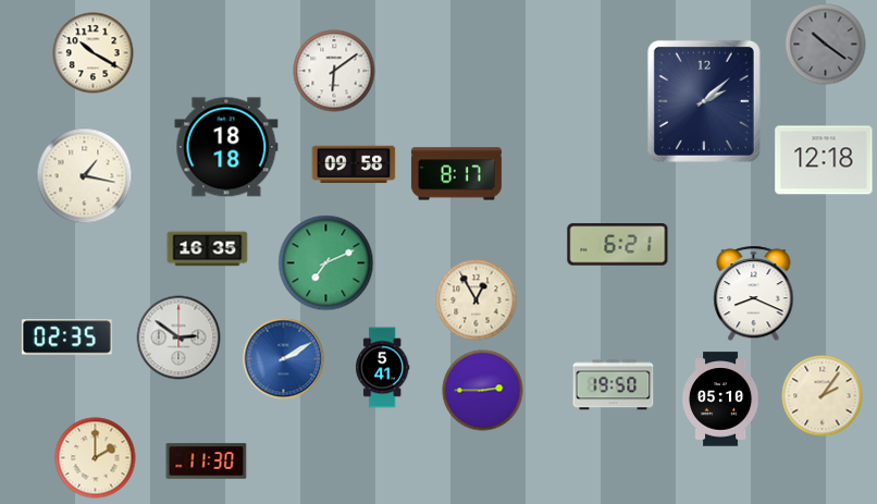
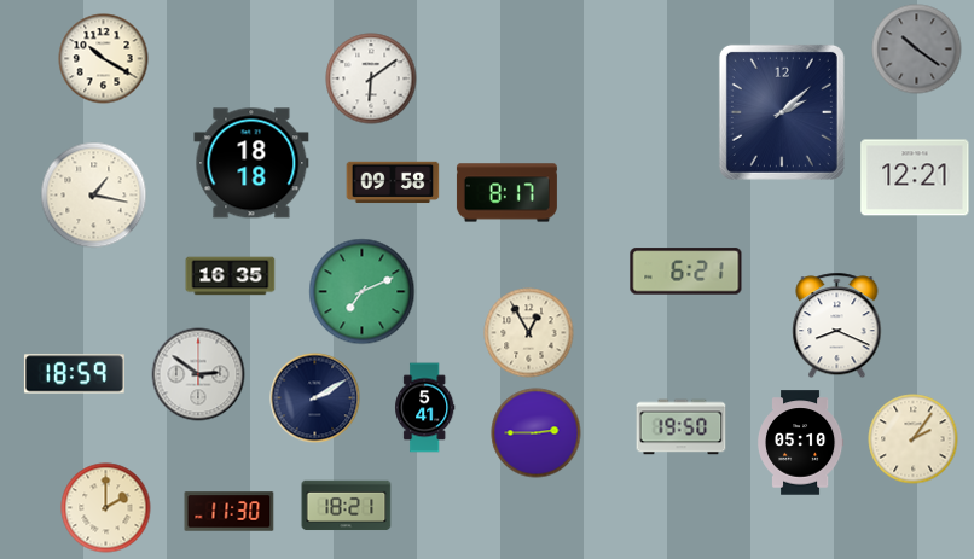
clock at (824, 160): 12:18 -> 12:21
clock at (66, 337): 02:35 -> 18:59
clock at (284, 359) dial: blue -> navy
clock at (347, 506): none -> 18:21
